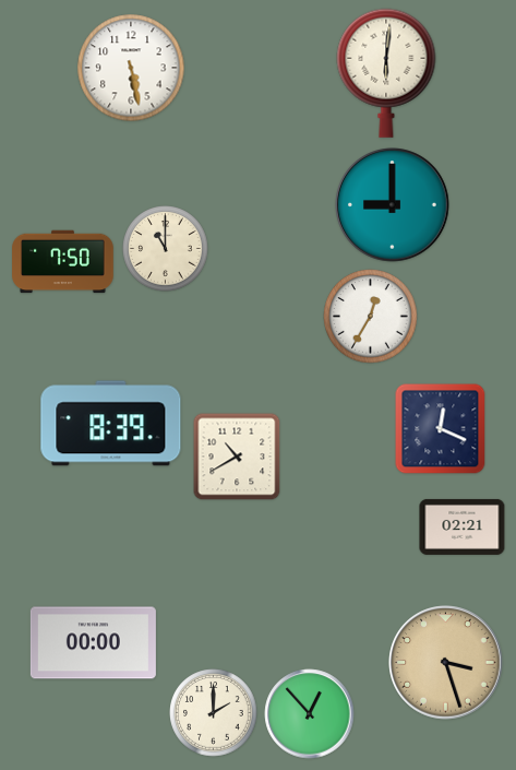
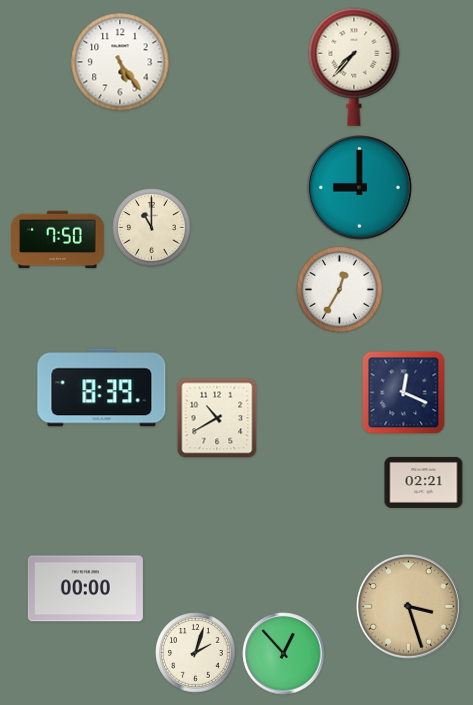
clock at (131, 68): 5:28 -> 5:24
clock at (386, 73): 6:01 -> 7:37
clock at (214, 713): 2:00 -> 2:03
